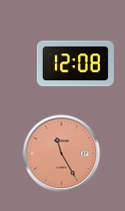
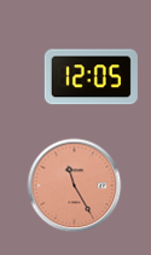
clock at (75, 64): 12:08 -> 12:05
